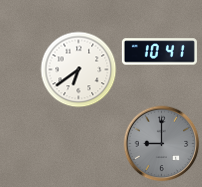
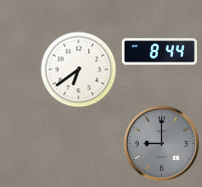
clock at (159, 52): 10:41 -> 8:44
